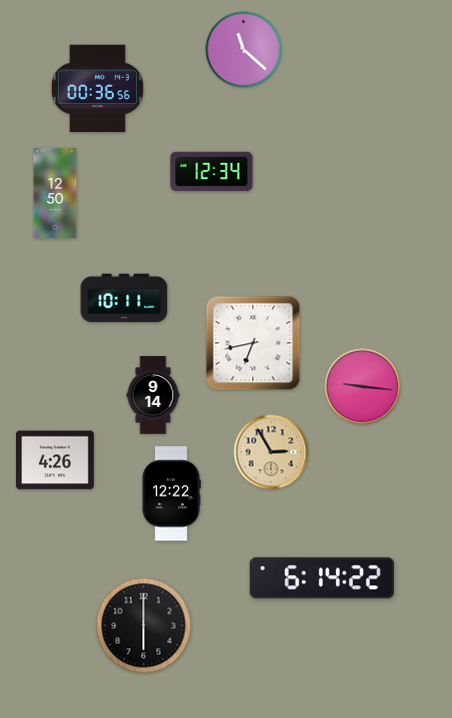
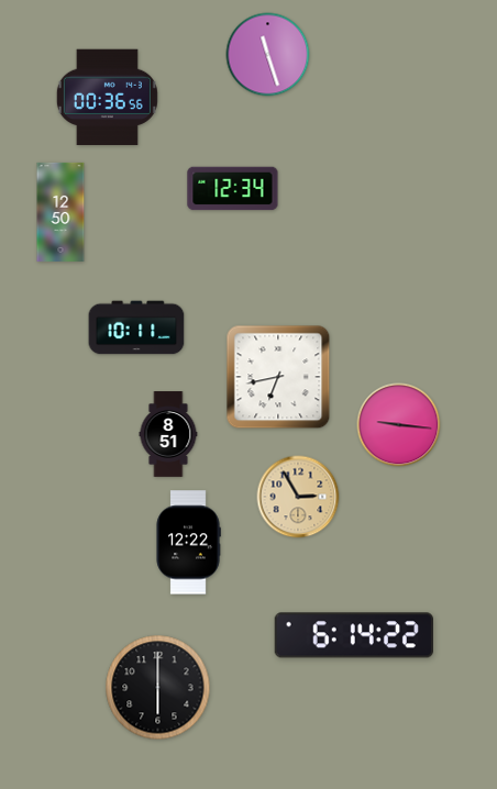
clock at (244, 50): 11:22 -> 11:27
clock at (153, 395): 9:14 -> 8:51
clock at (56, 460): 4:26 -> none
